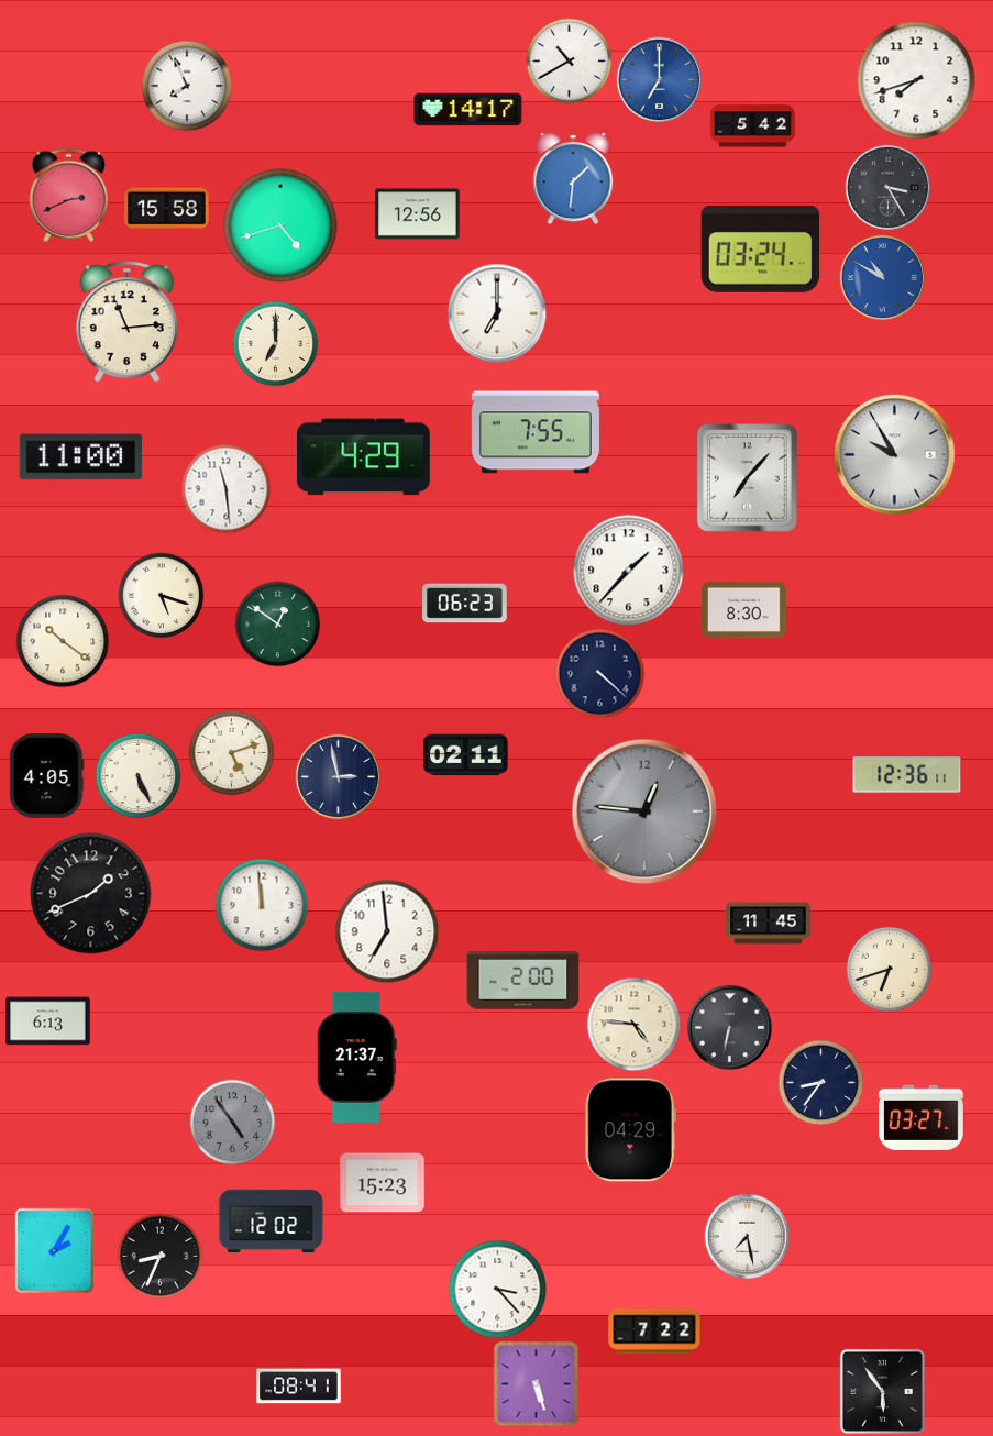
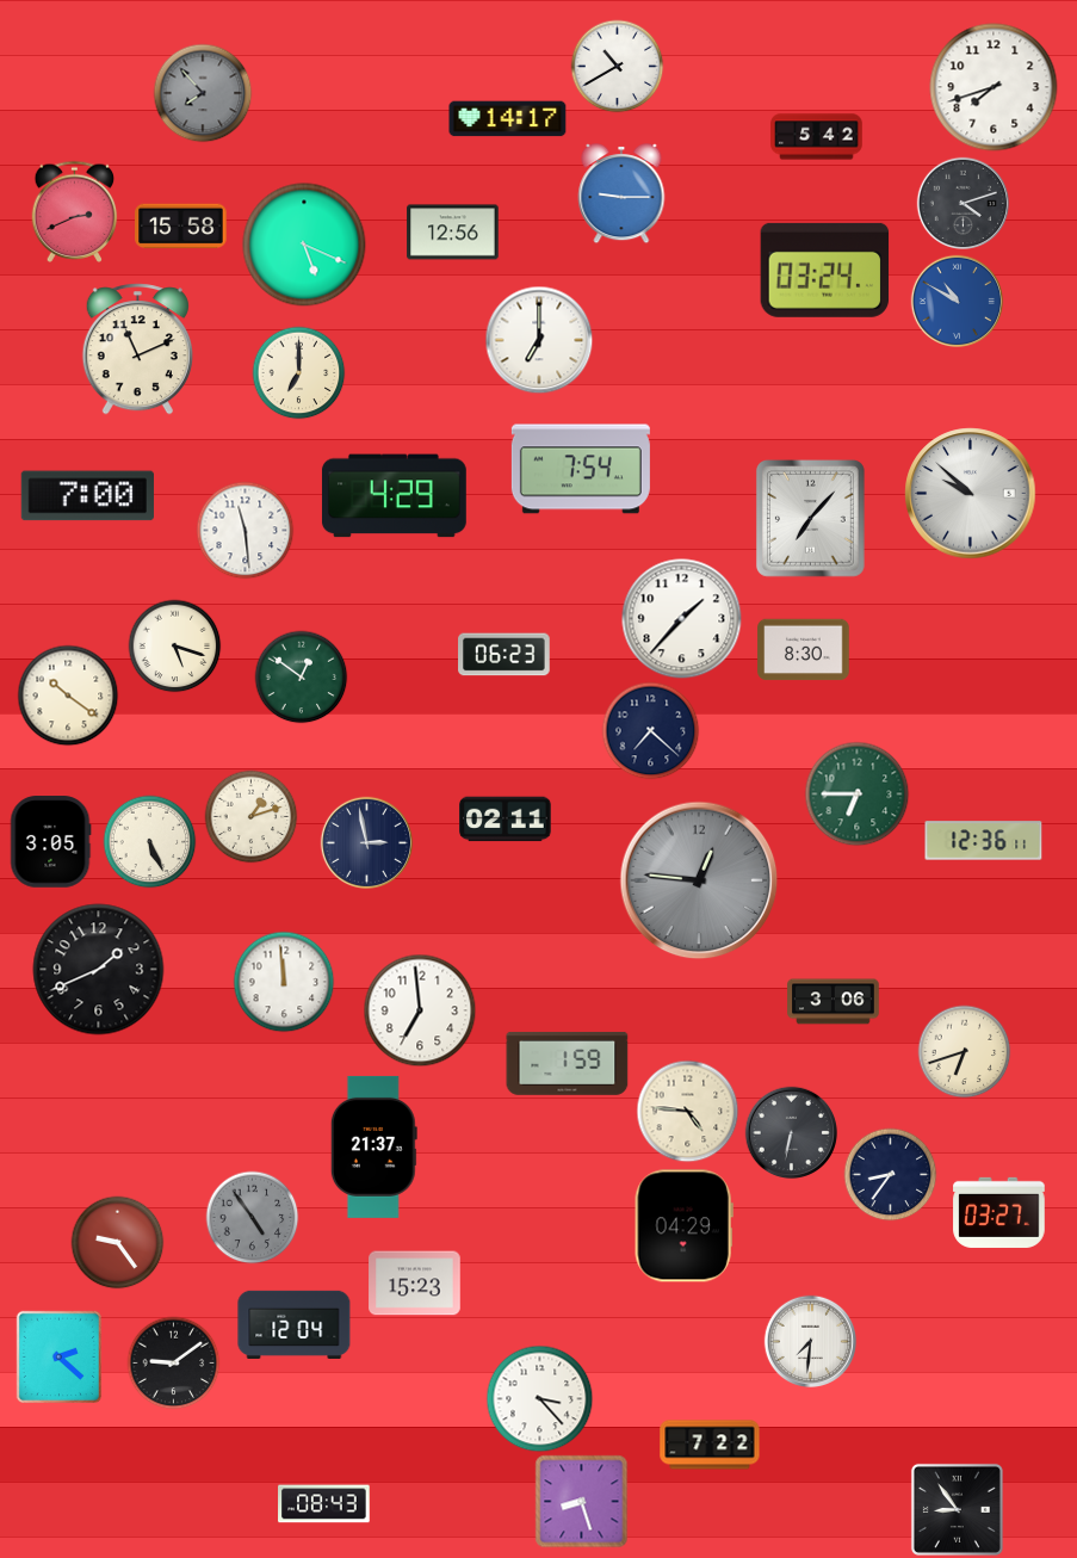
clock at (659, 79): 7:00 -> none
clock at (187, 86): 7:56 -> 7:53
clock at (187, 86) dial: white -> grey
clock at (573, 179): 1:31 -> 9:15
clock at (887, 187): 3:25 -> 4:12
clock at (280, 225): 4:42 -> 5:19
clock at (126, 322): 11:14 -> 11:11
clock at (536, 432): 7:55 -> 7:54
clock at (895, 455): 9:55 -> 9:52
clock at (80, 457): 11:00 -> 7:00
clock at (744, 610) position: (744, 610) -> (804, 650)
clock at (599, 673): 4:22 -> 7:22
clock at (856, 793): none -> 6:45
clock at (231, 752): 5:12 -> 1:12
clock at (46, 776): 4:05 -> 3:05
clock at (769, 924): 11:45 -> 3:06
clock at (523, 981): 2:00 -> 1:59
clock at (48, 1021): 6:13 -> none
clock at (729, 1027) position: (729, 1027) -> (791, 1132)
clock at (356, 1057) position: (356, 1057) -> (373, 1146)
clock at (117, 1242): none -> 9:24
clock at (272, 1220): 12:02 -> 12:04
clock at (747, 1236): 7:28 -> 7:31
clock at (54, 1250): 2:05 -> 2:22
clock at (159, 1256): 8:34 -> 9:09
clock at (536, 1383): 5:27 -> 8:27
clock at (299, 1387): 08:41 -> 08:43
clock at (882, 1391): 5:54 -> 8:54
